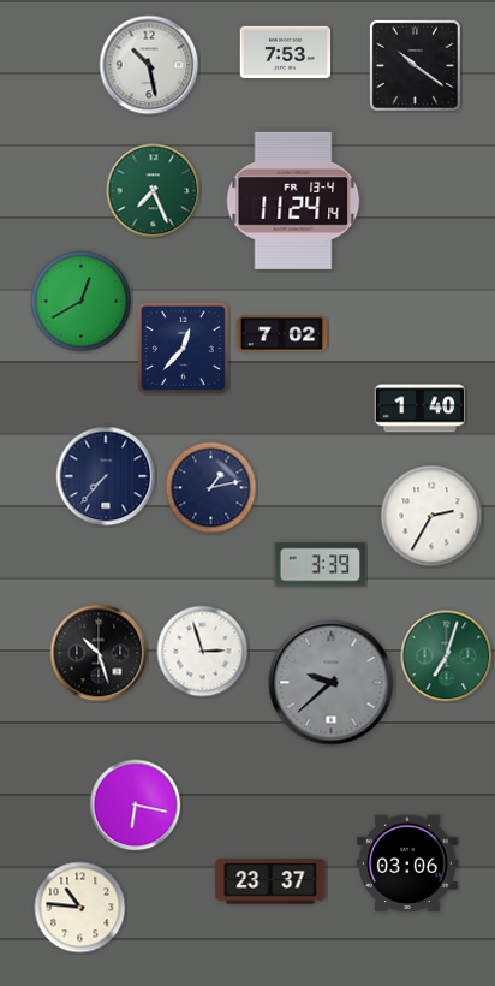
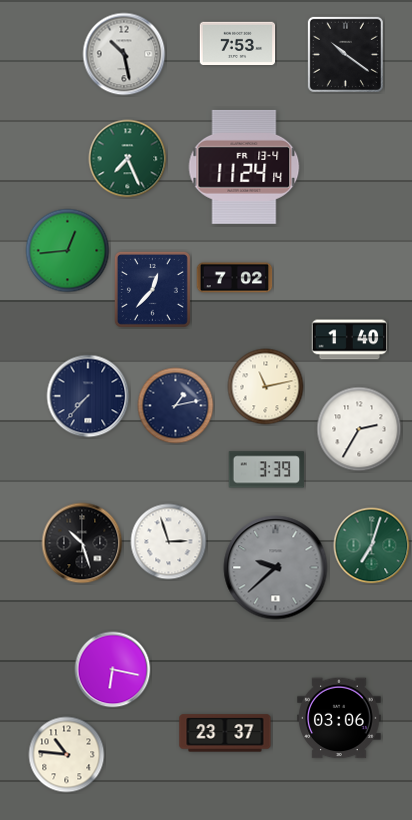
clock at (82, 302): 12:40 -> 12:44
clock at (266, 387): none -> 11:13
